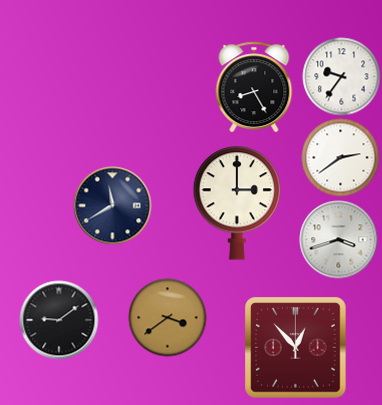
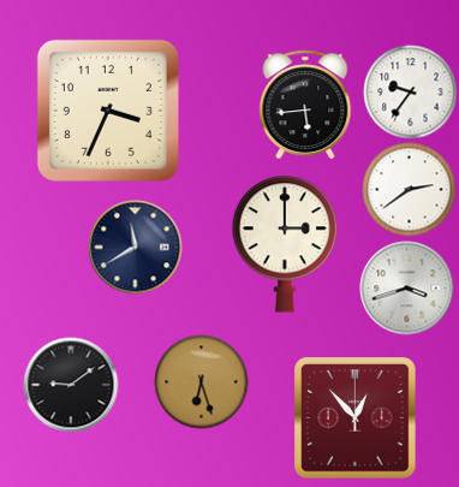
clock at (254, 87): 8:25 -> 5:44
clock at (108, 111): none -> 3:34
clock at (167, 317): 3:39 -> 6:27
